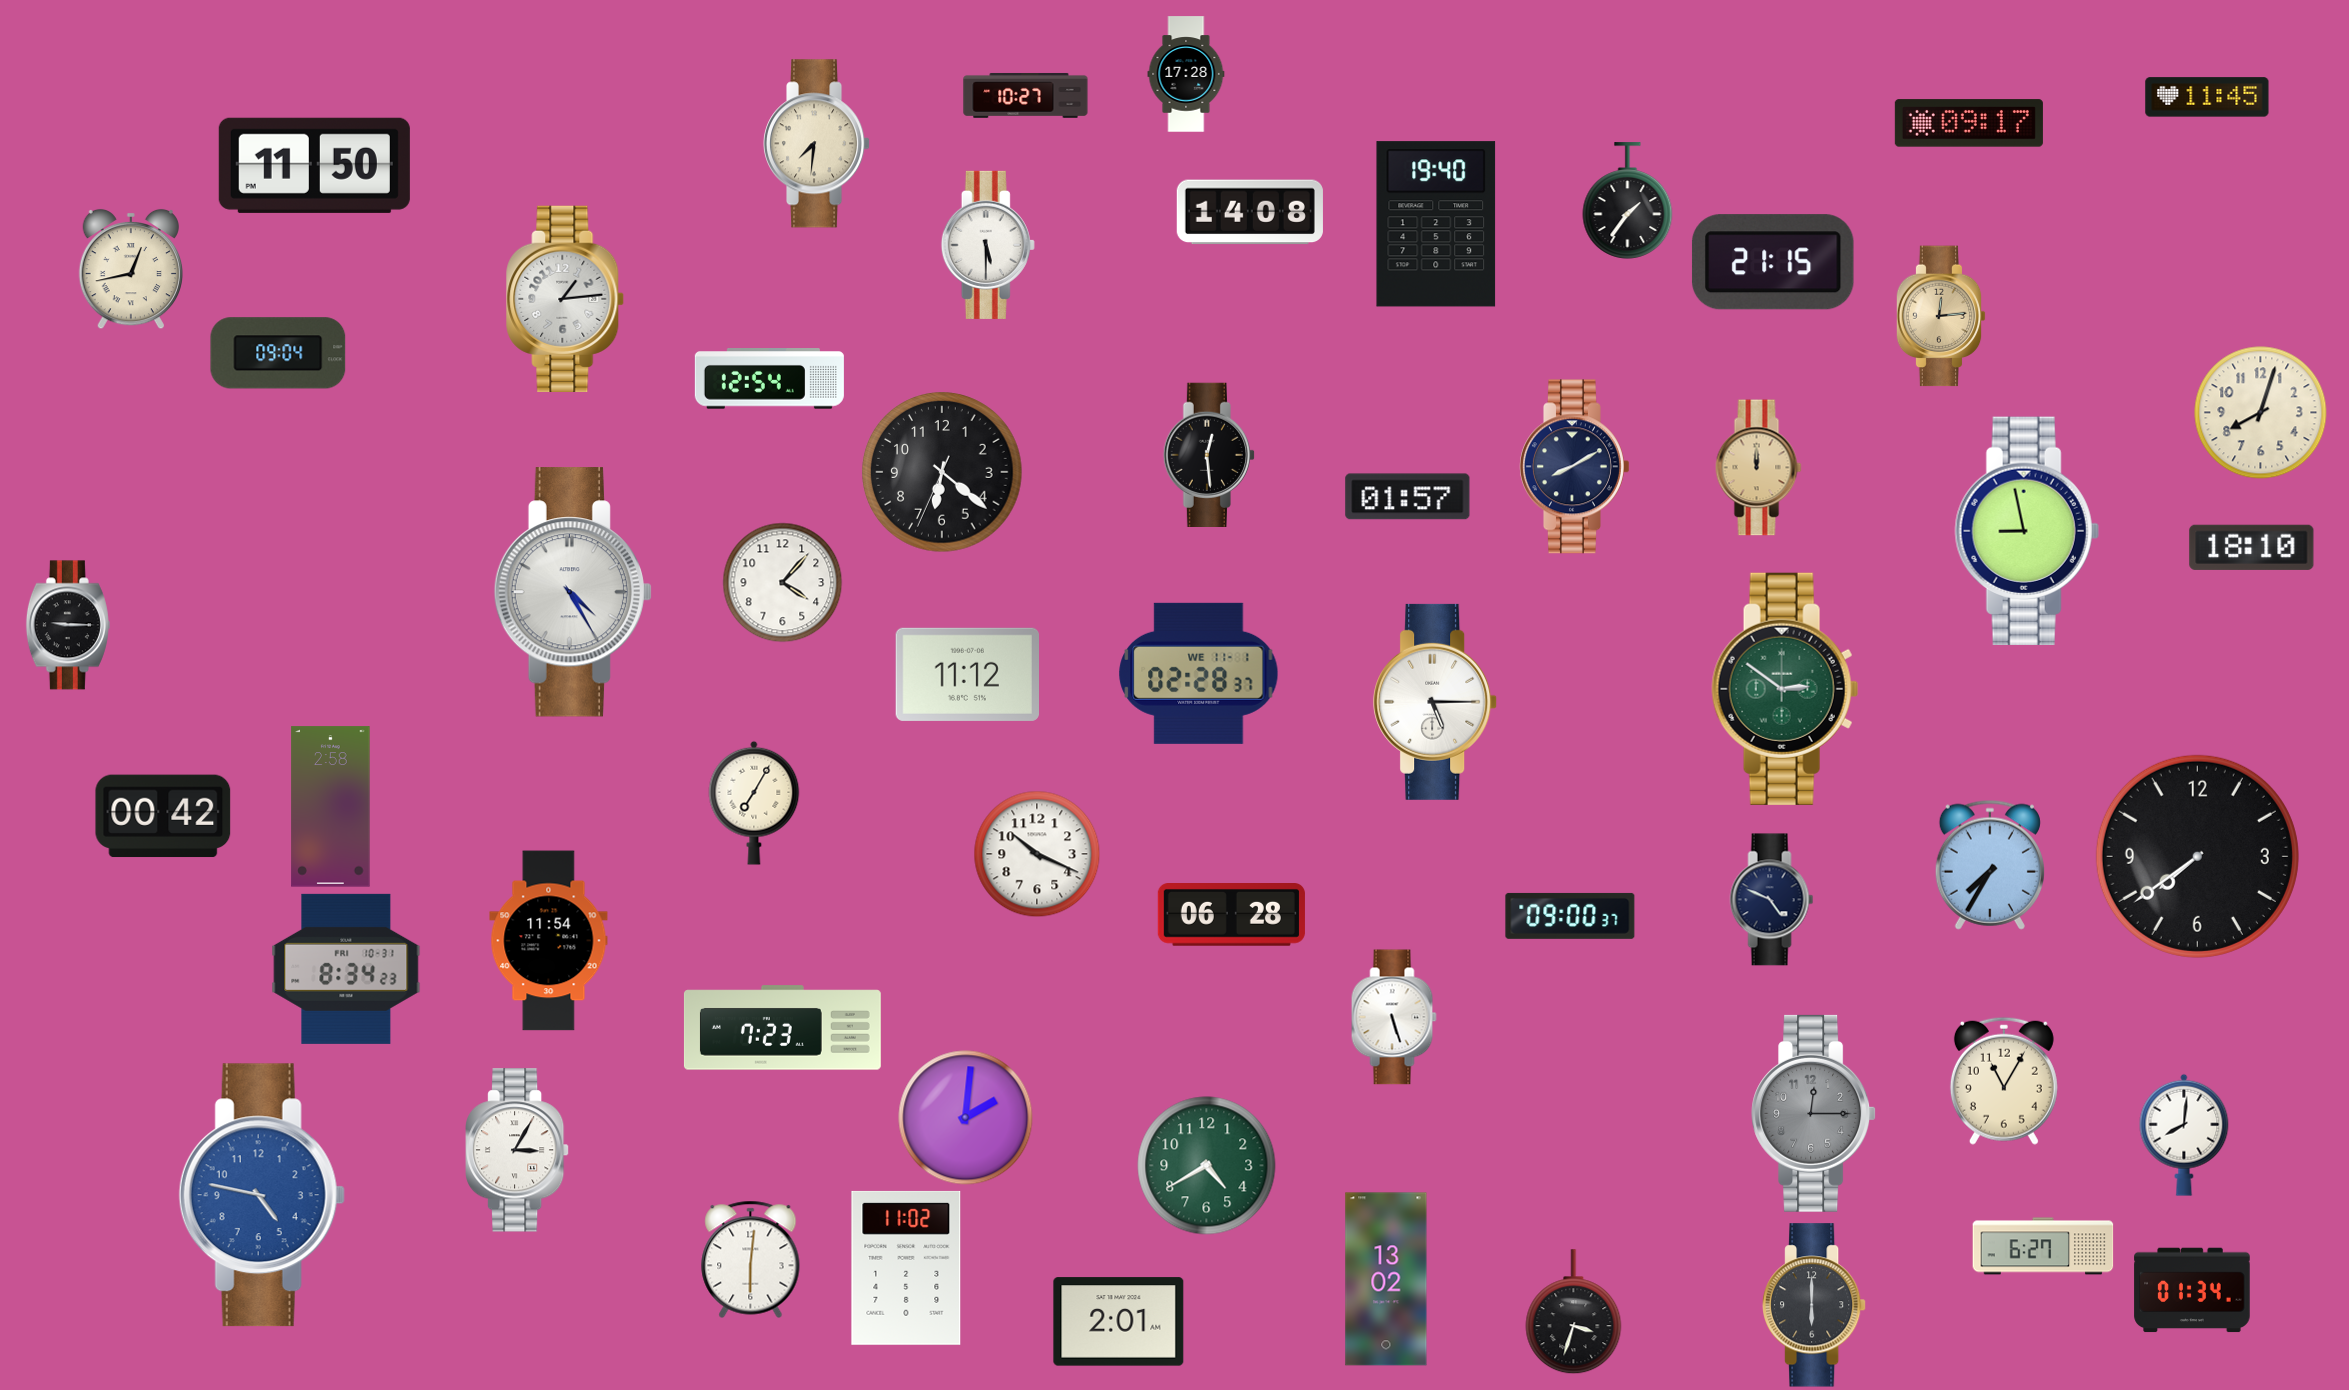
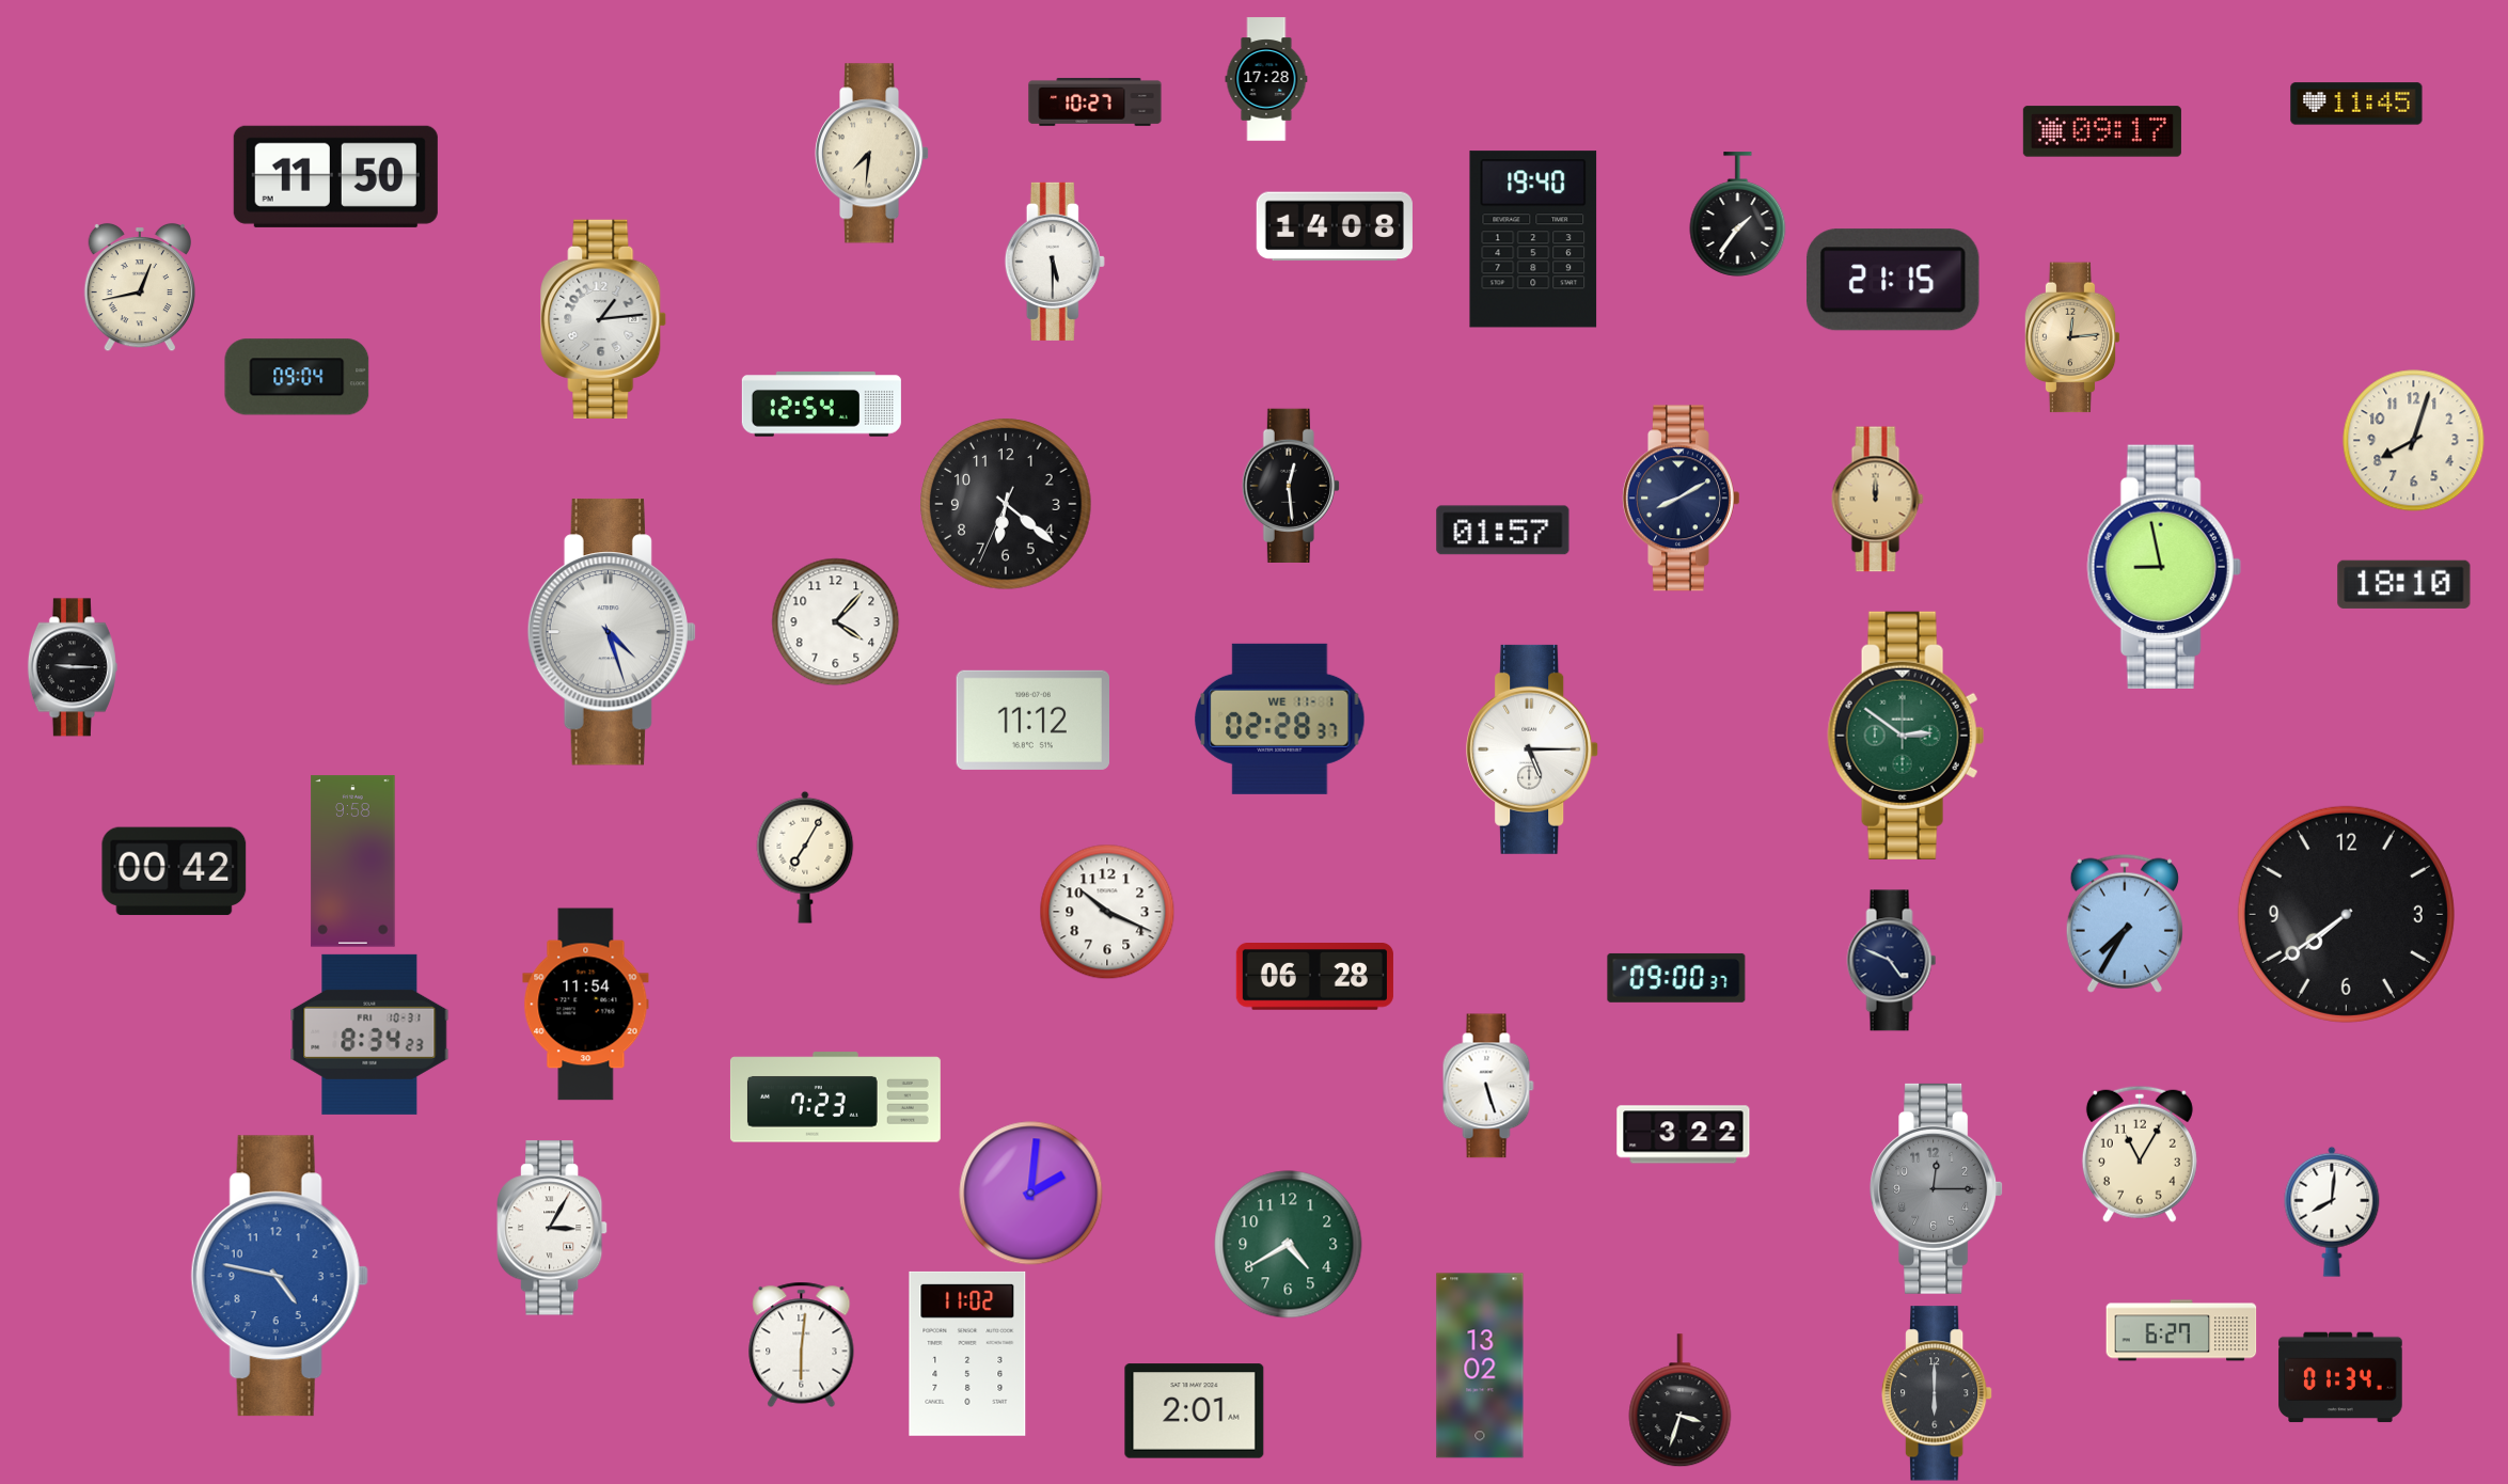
clock at (573, 592): 4:25 -> 4:27
clock at (331, 807): 2:58 -> 9:58
clock at (1684, 1135): none -> 3:22
